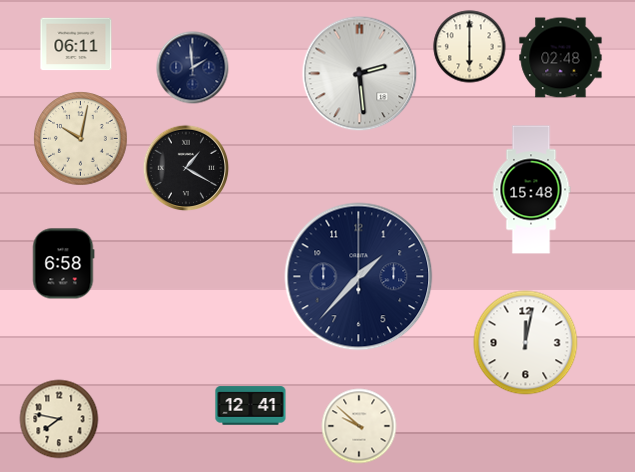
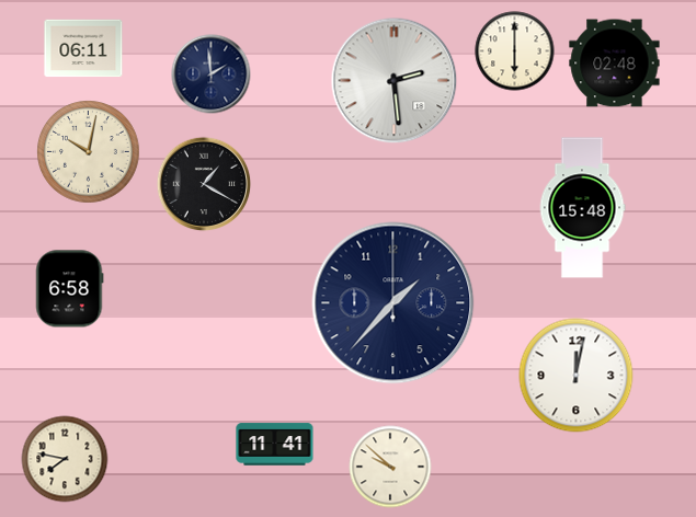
clock at (251, 406): 12:41 -> 11:41
clock at (359, 426) position: (359, 426) -> (390, 467)
